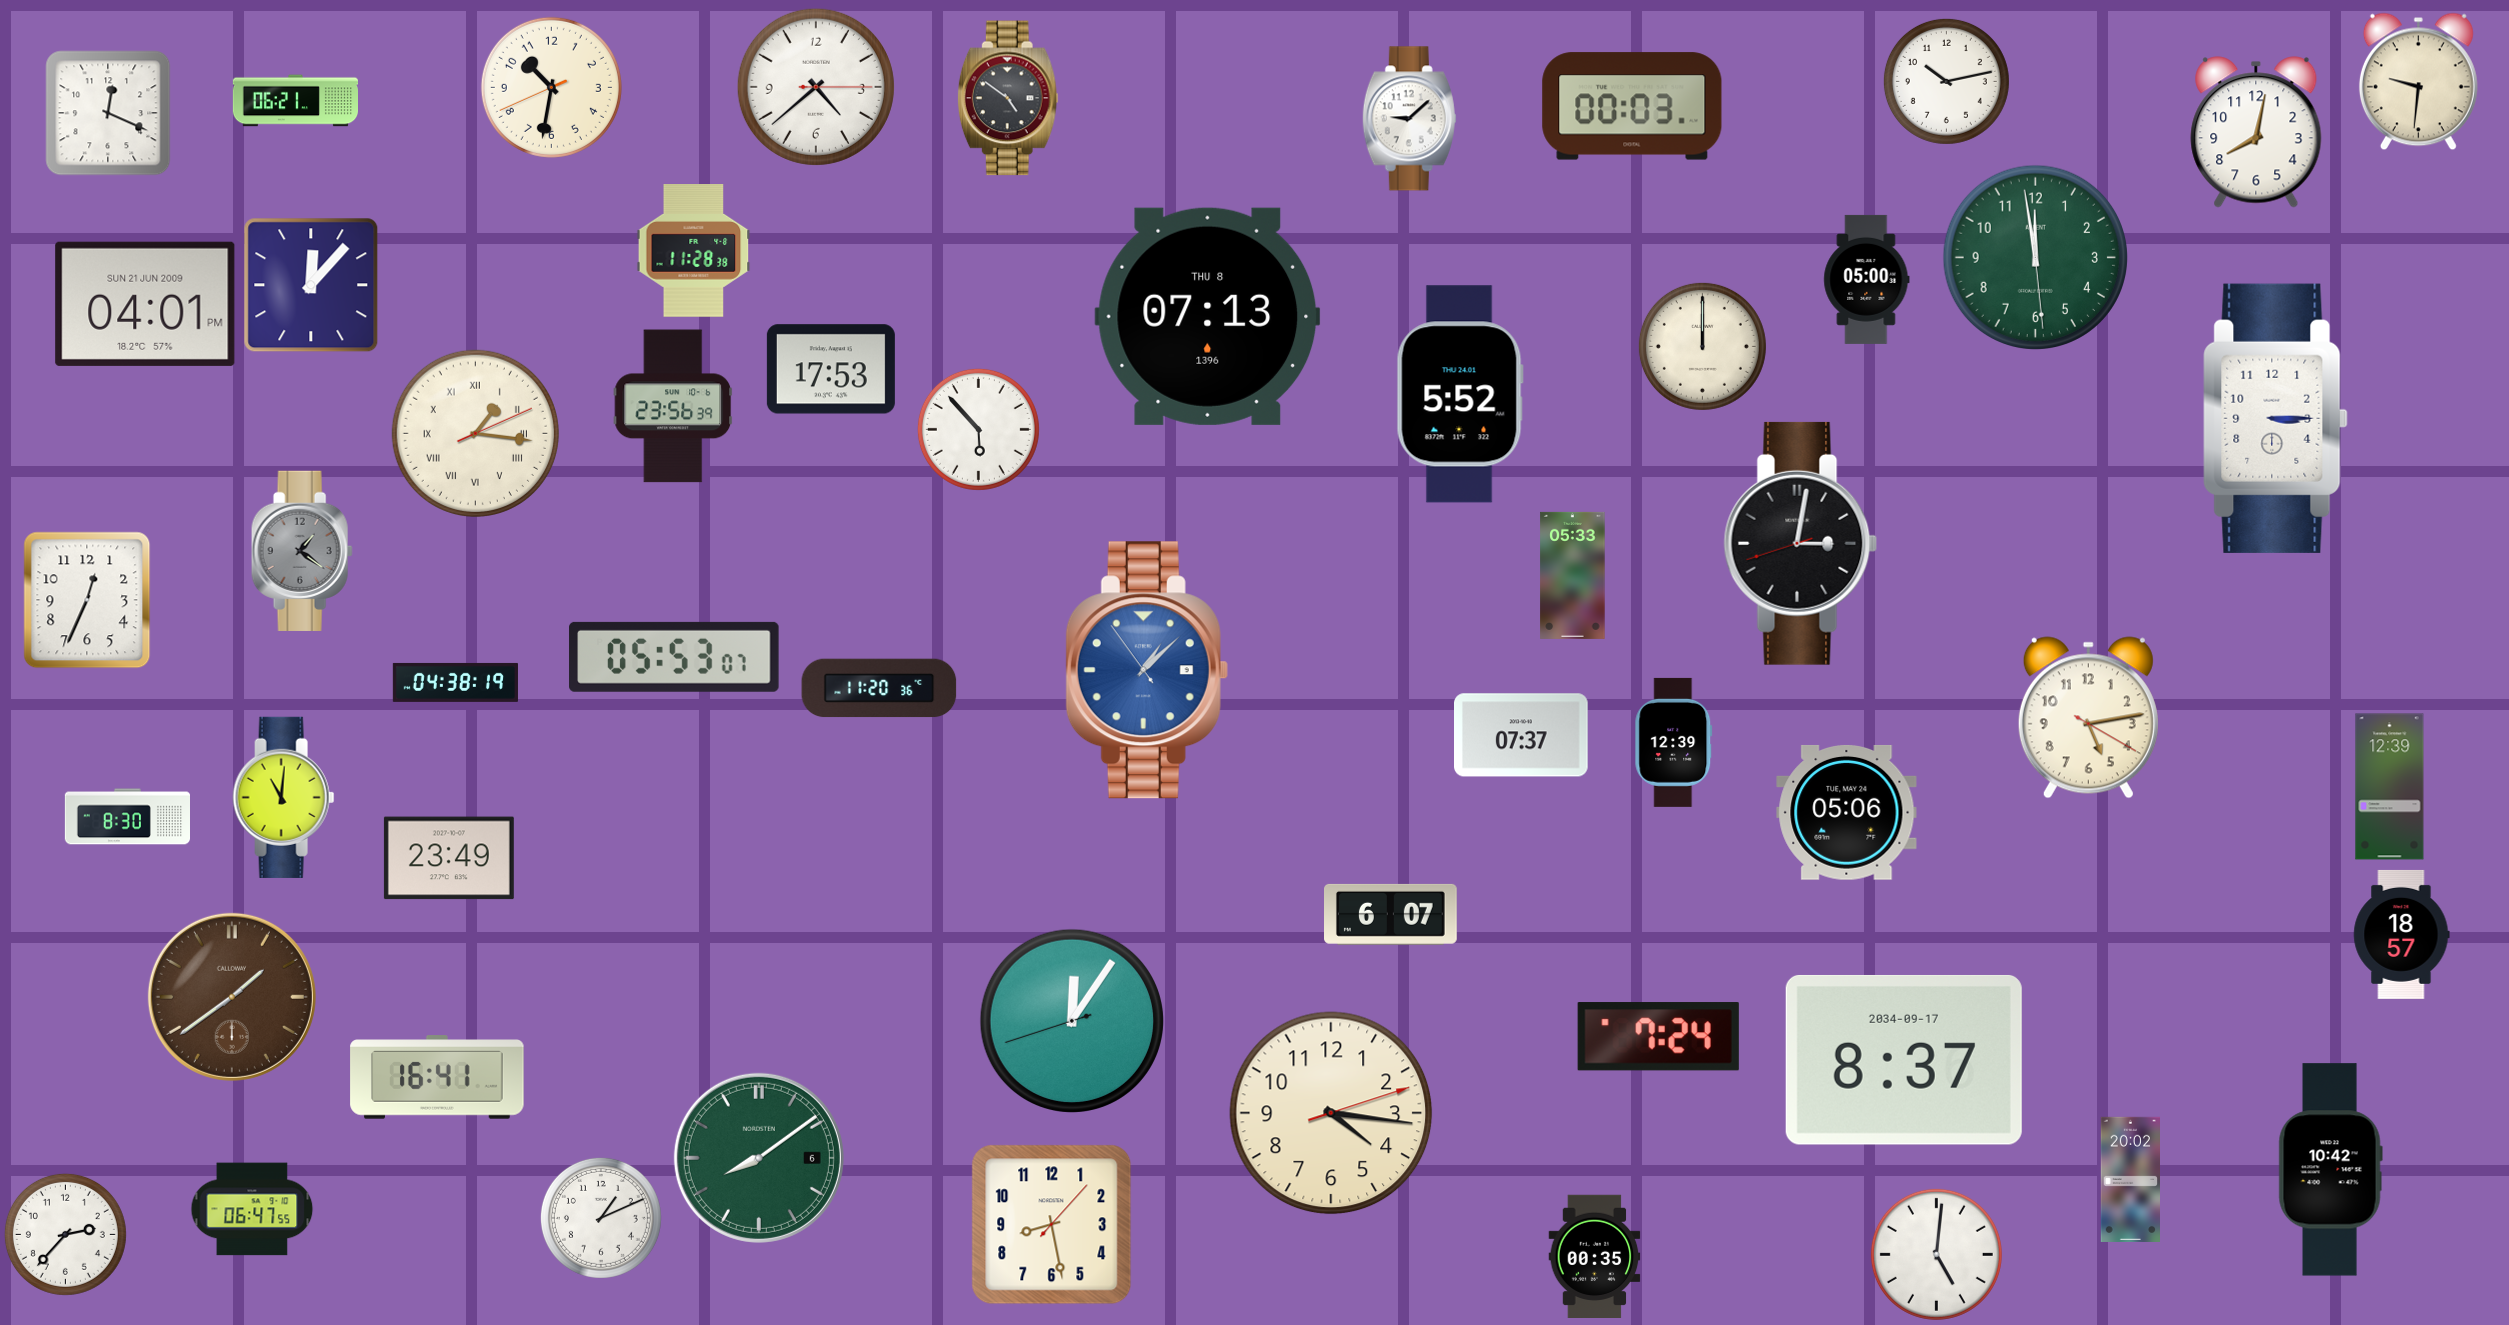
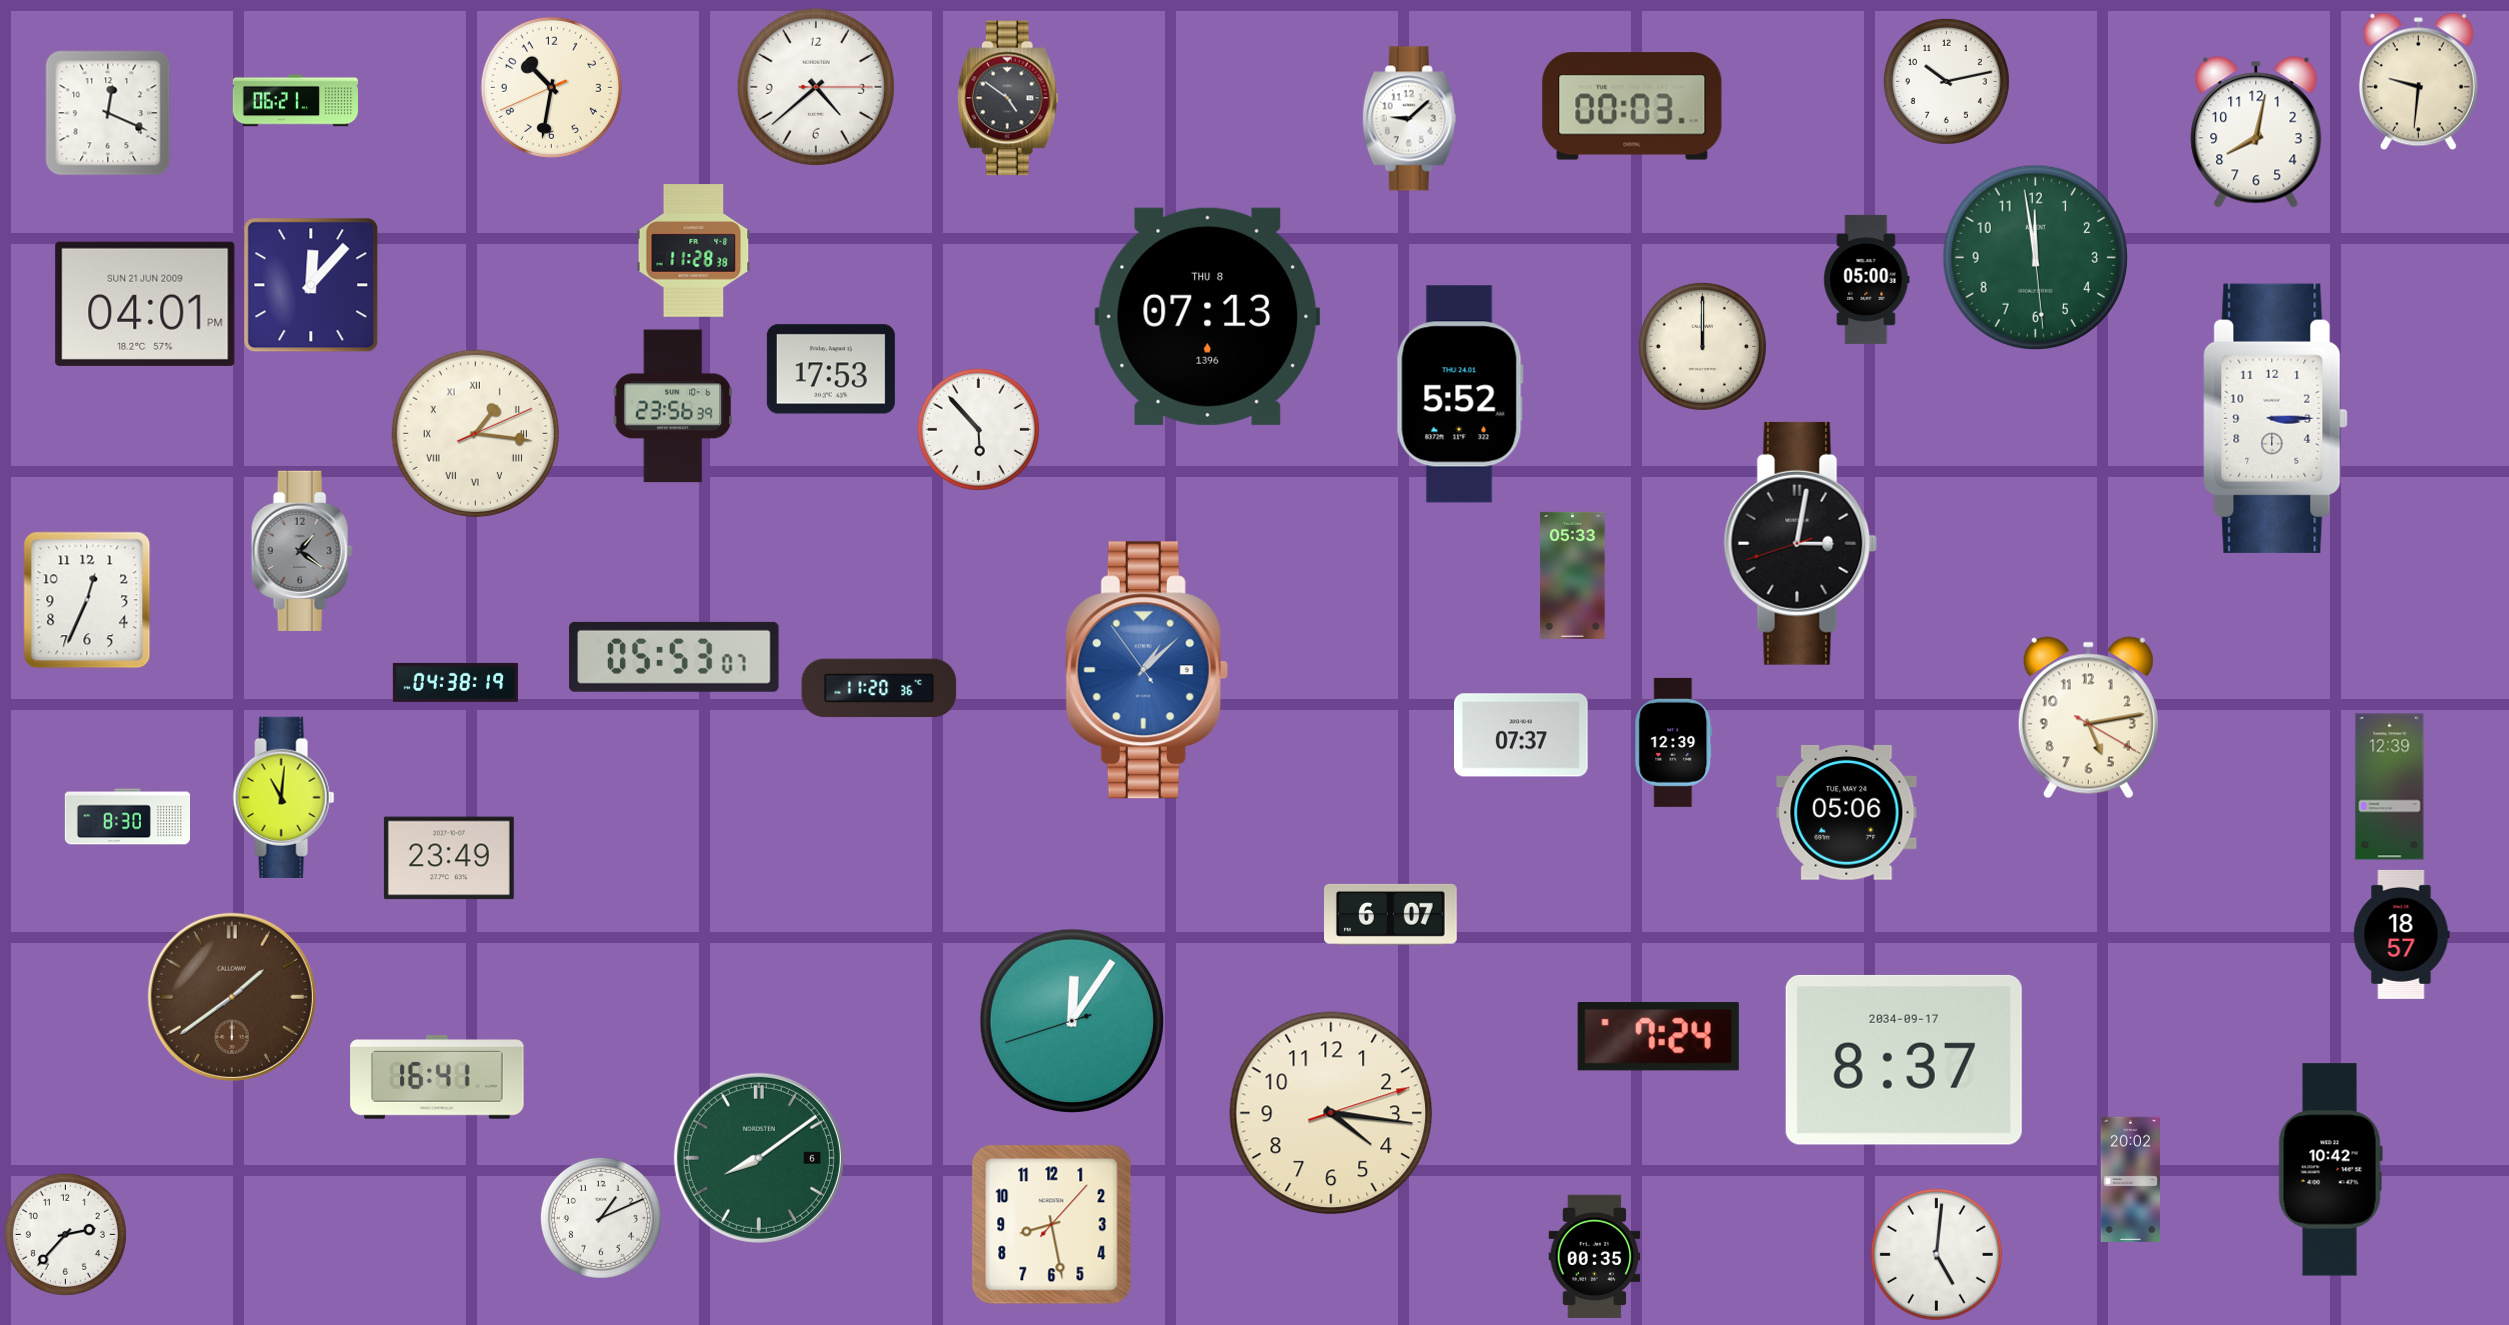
clock at (252, 1209): 06:47 -> none
